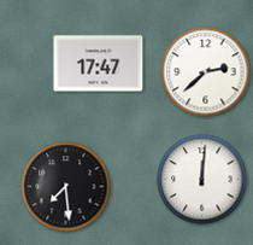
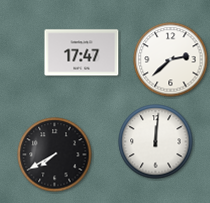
clock at (202, 180) position: (202, 180) -> (156, 142)
clock at (66, 187): 7:29 -> 7:40
